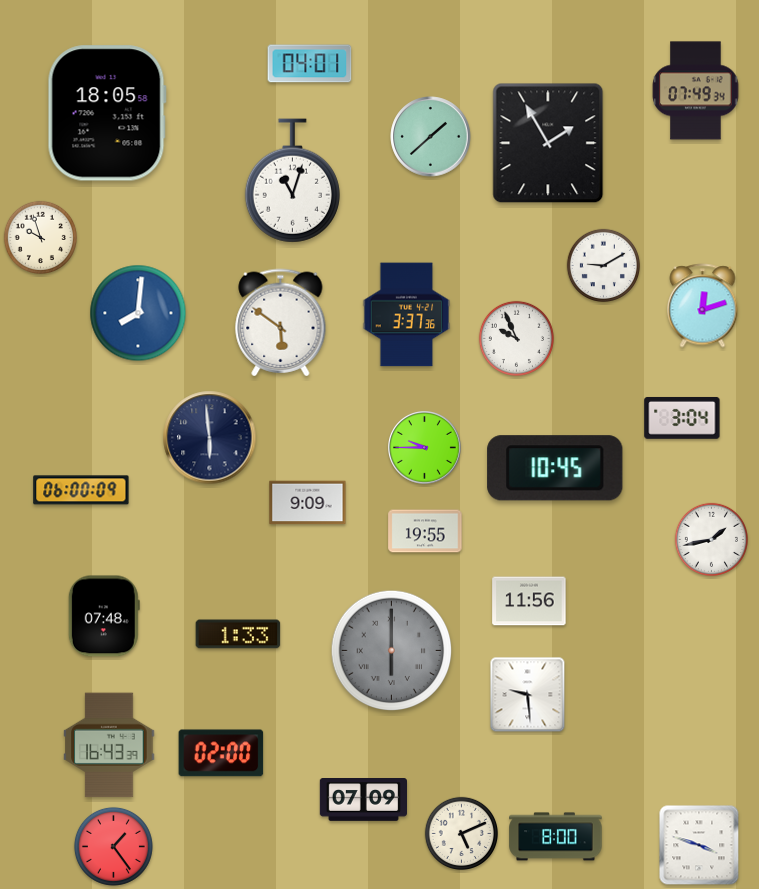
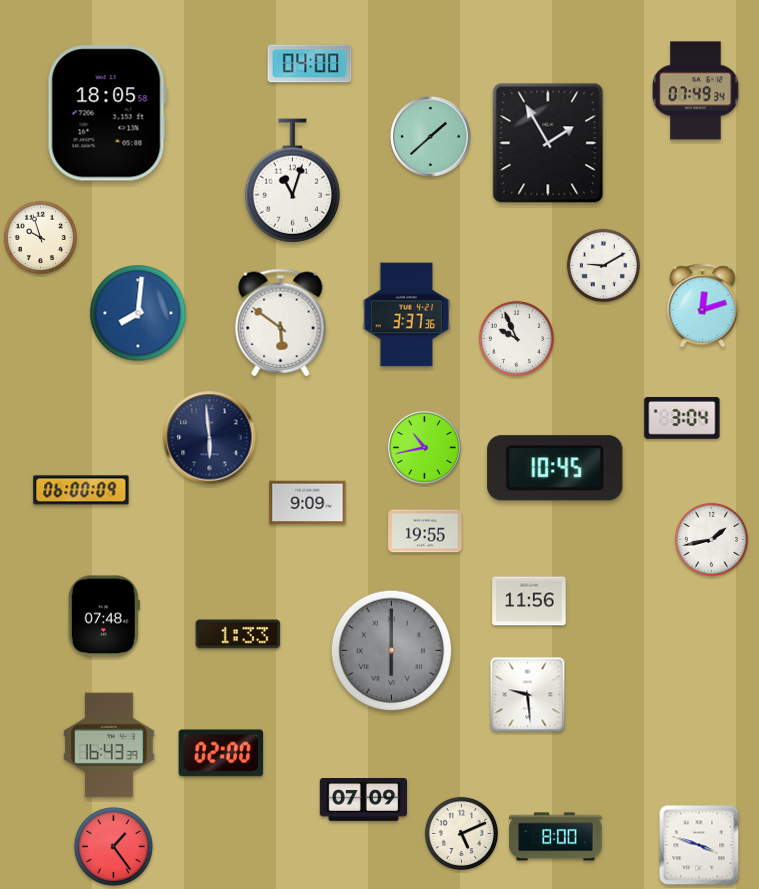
clock at (310, 64): 04:01 -> 04:00
clock at (425, 448): 9:45 -> 10:43
